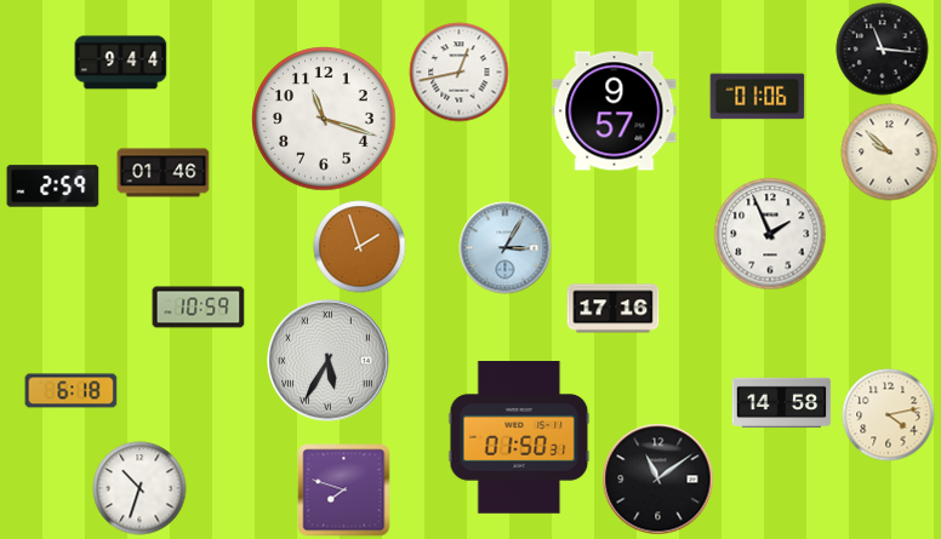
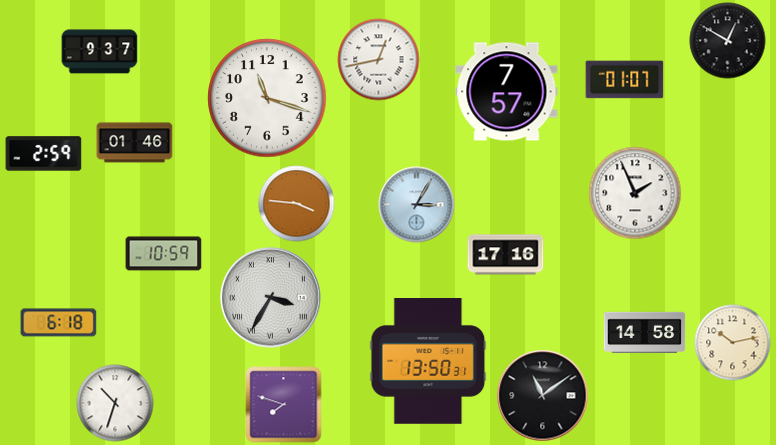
clock at (883, 50): 11:16 -> 12:50
clock at (121, 63): 9:44 -> 9:37
clock at (758, 97): 01:06 -> 01:07
clock at (615, 111): 9:57 -> 7:57
clock at (890, 153): 9:52 -> none
clock at (360, 247): 1:57 -> 3:46
clock at (329, 361): 5:35 -> 3:35
clock at (889, 415): 4:13 -> 10:13
clock at (519, 438): 01:50 -> 13:50
